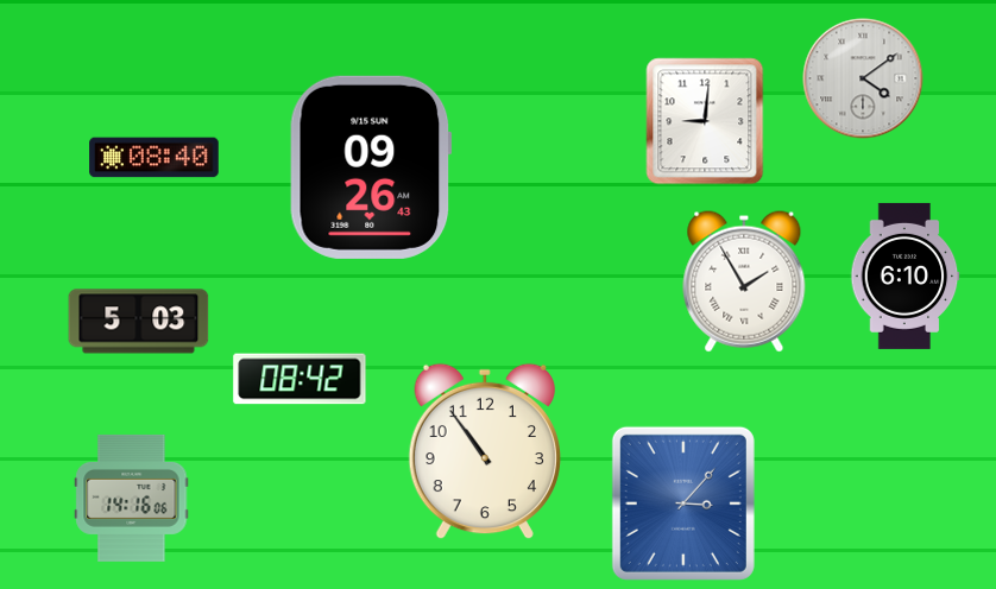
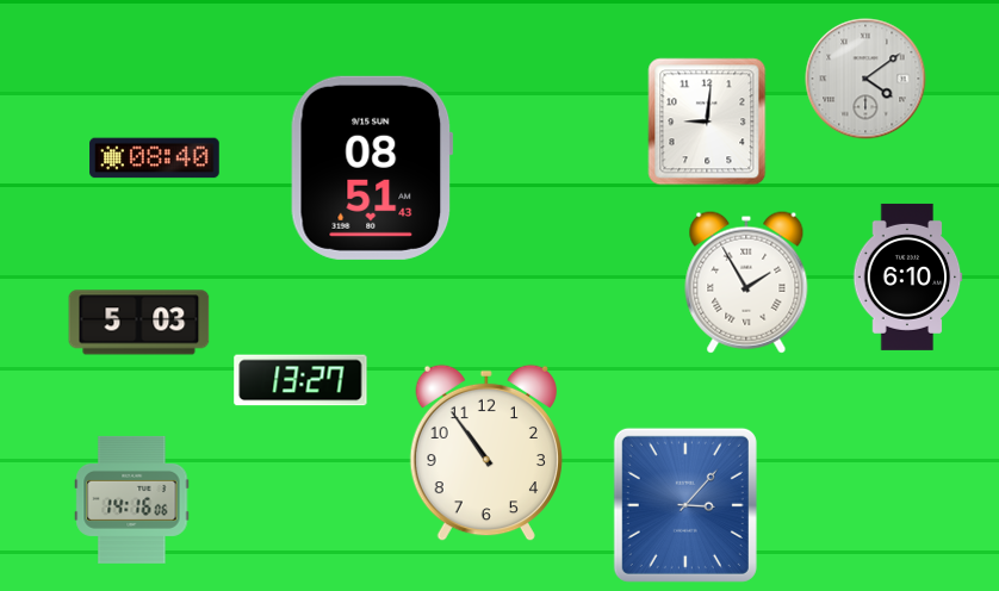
clock at (371, 167): 09:26 -> 08:51
clock at (300, 379): 08:42 -> 13:27
